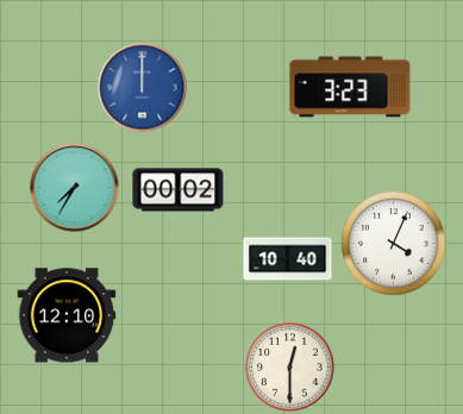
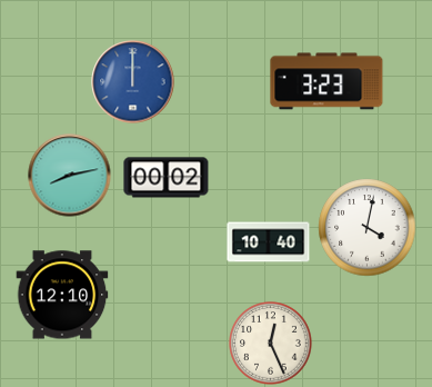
clock at (75, 188): 7:35 -> 8:13
clock at (394, 244): 4:04 -> 4:02
clock at (290, 368): 12:30 -> 12:26
